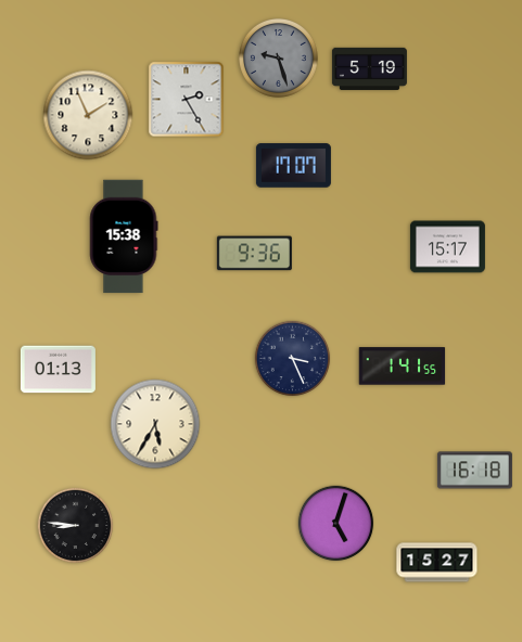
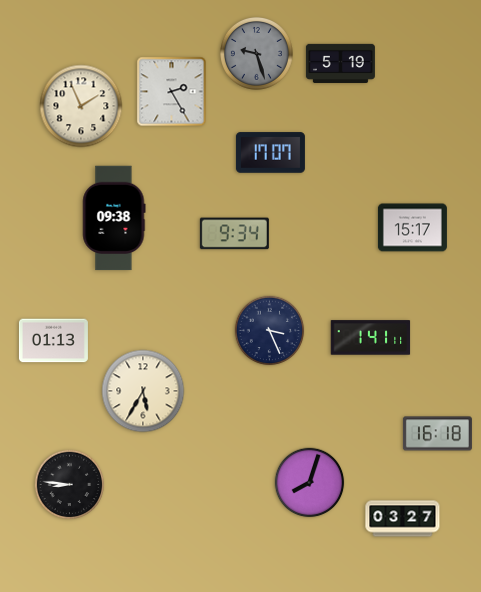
clock at (124, 236): 15:38 -> 09:38
clock at (254, 254): 9:36 -> 9:34
clock at (403, 367): 1:41:55 -> 1:41:11
clock at (336, 524): 5:03 -> 8:03
clock at (437, 563): 15:27 -> 03:27
